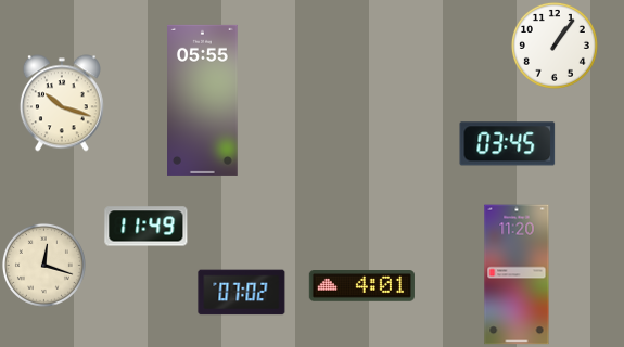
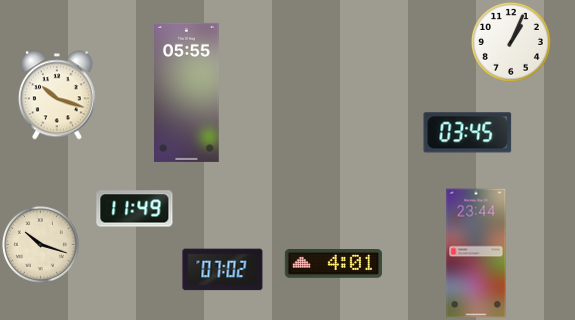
clock at (555, 46): 1:06 -> 1:04
clock at (43, 265): 12:18 -> 10:18
clock at (517, 274): 11:20 -> 23:44
